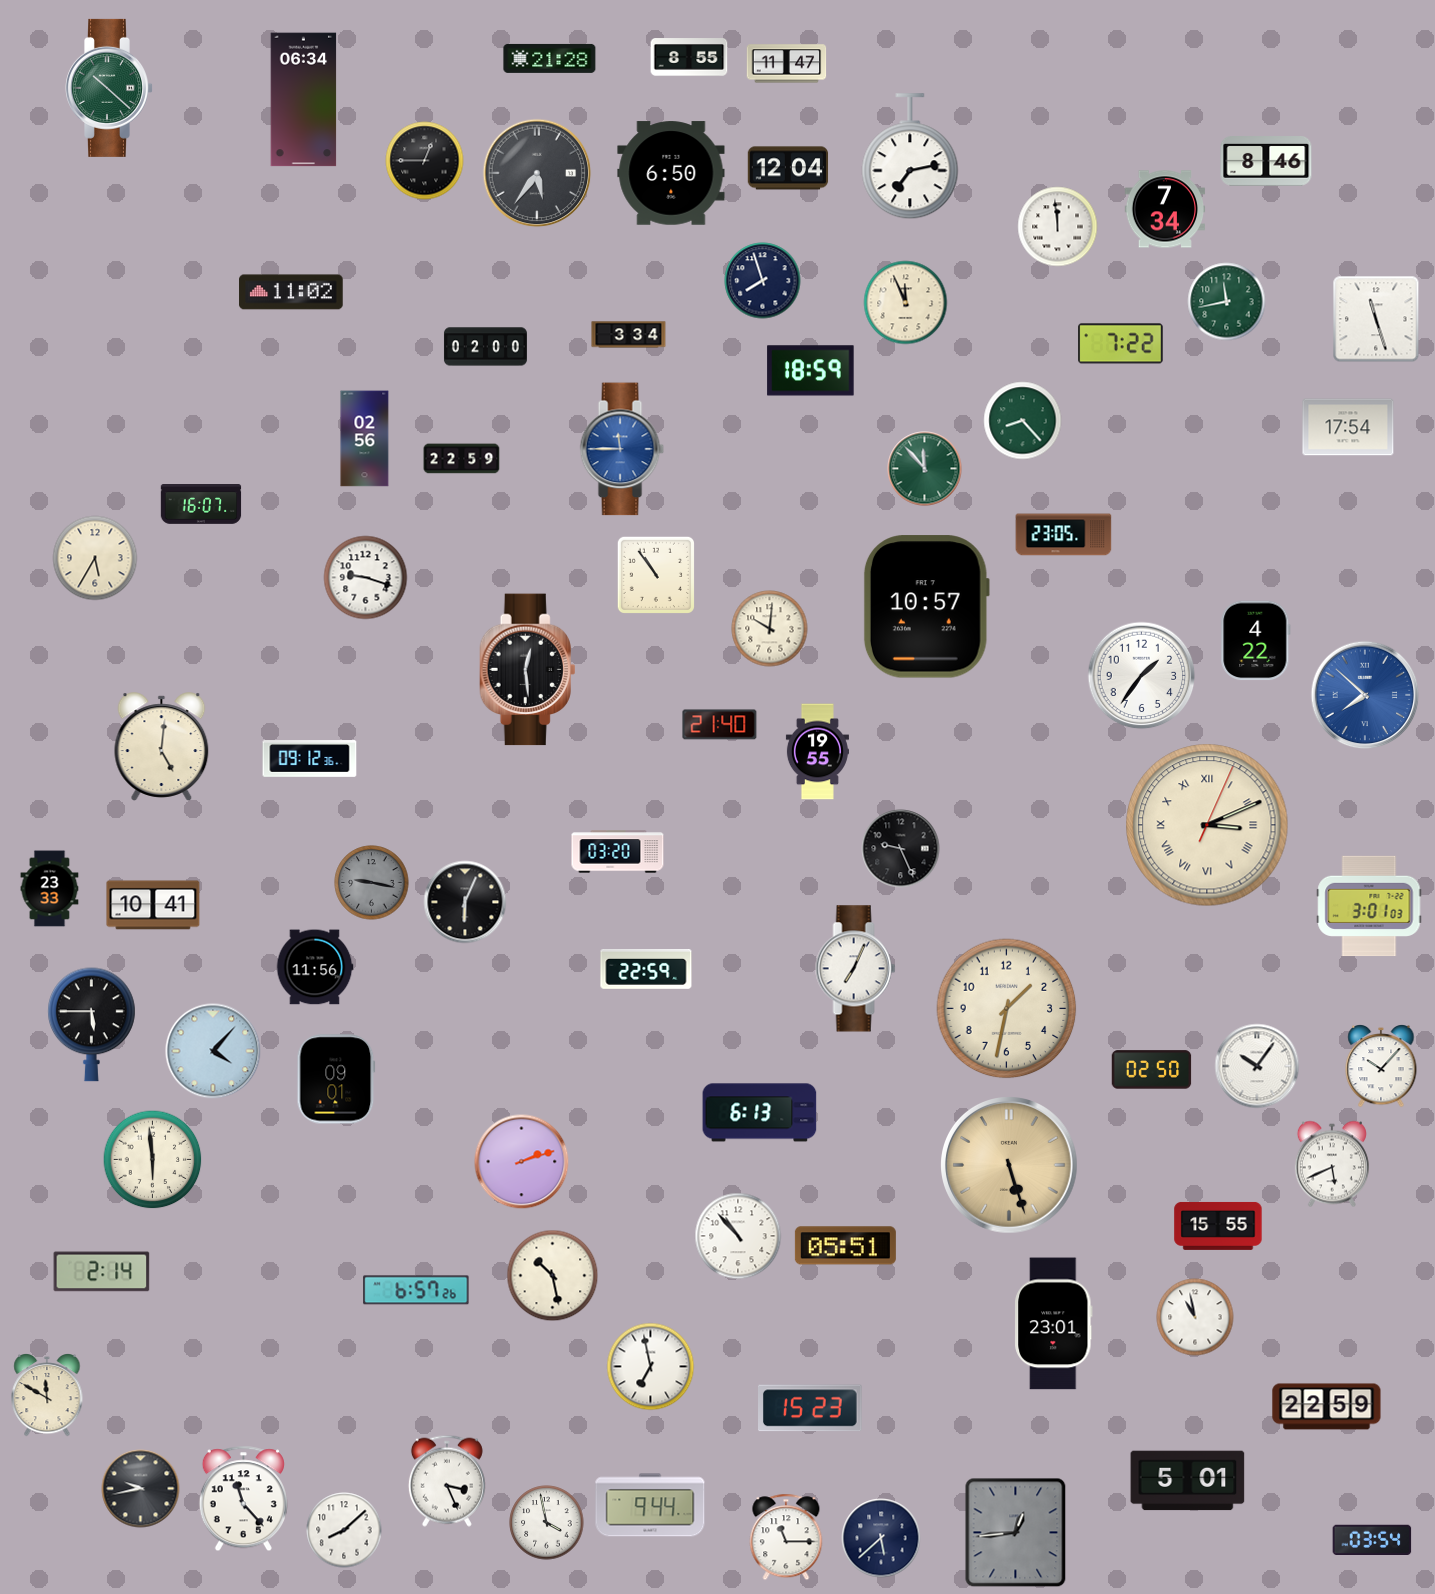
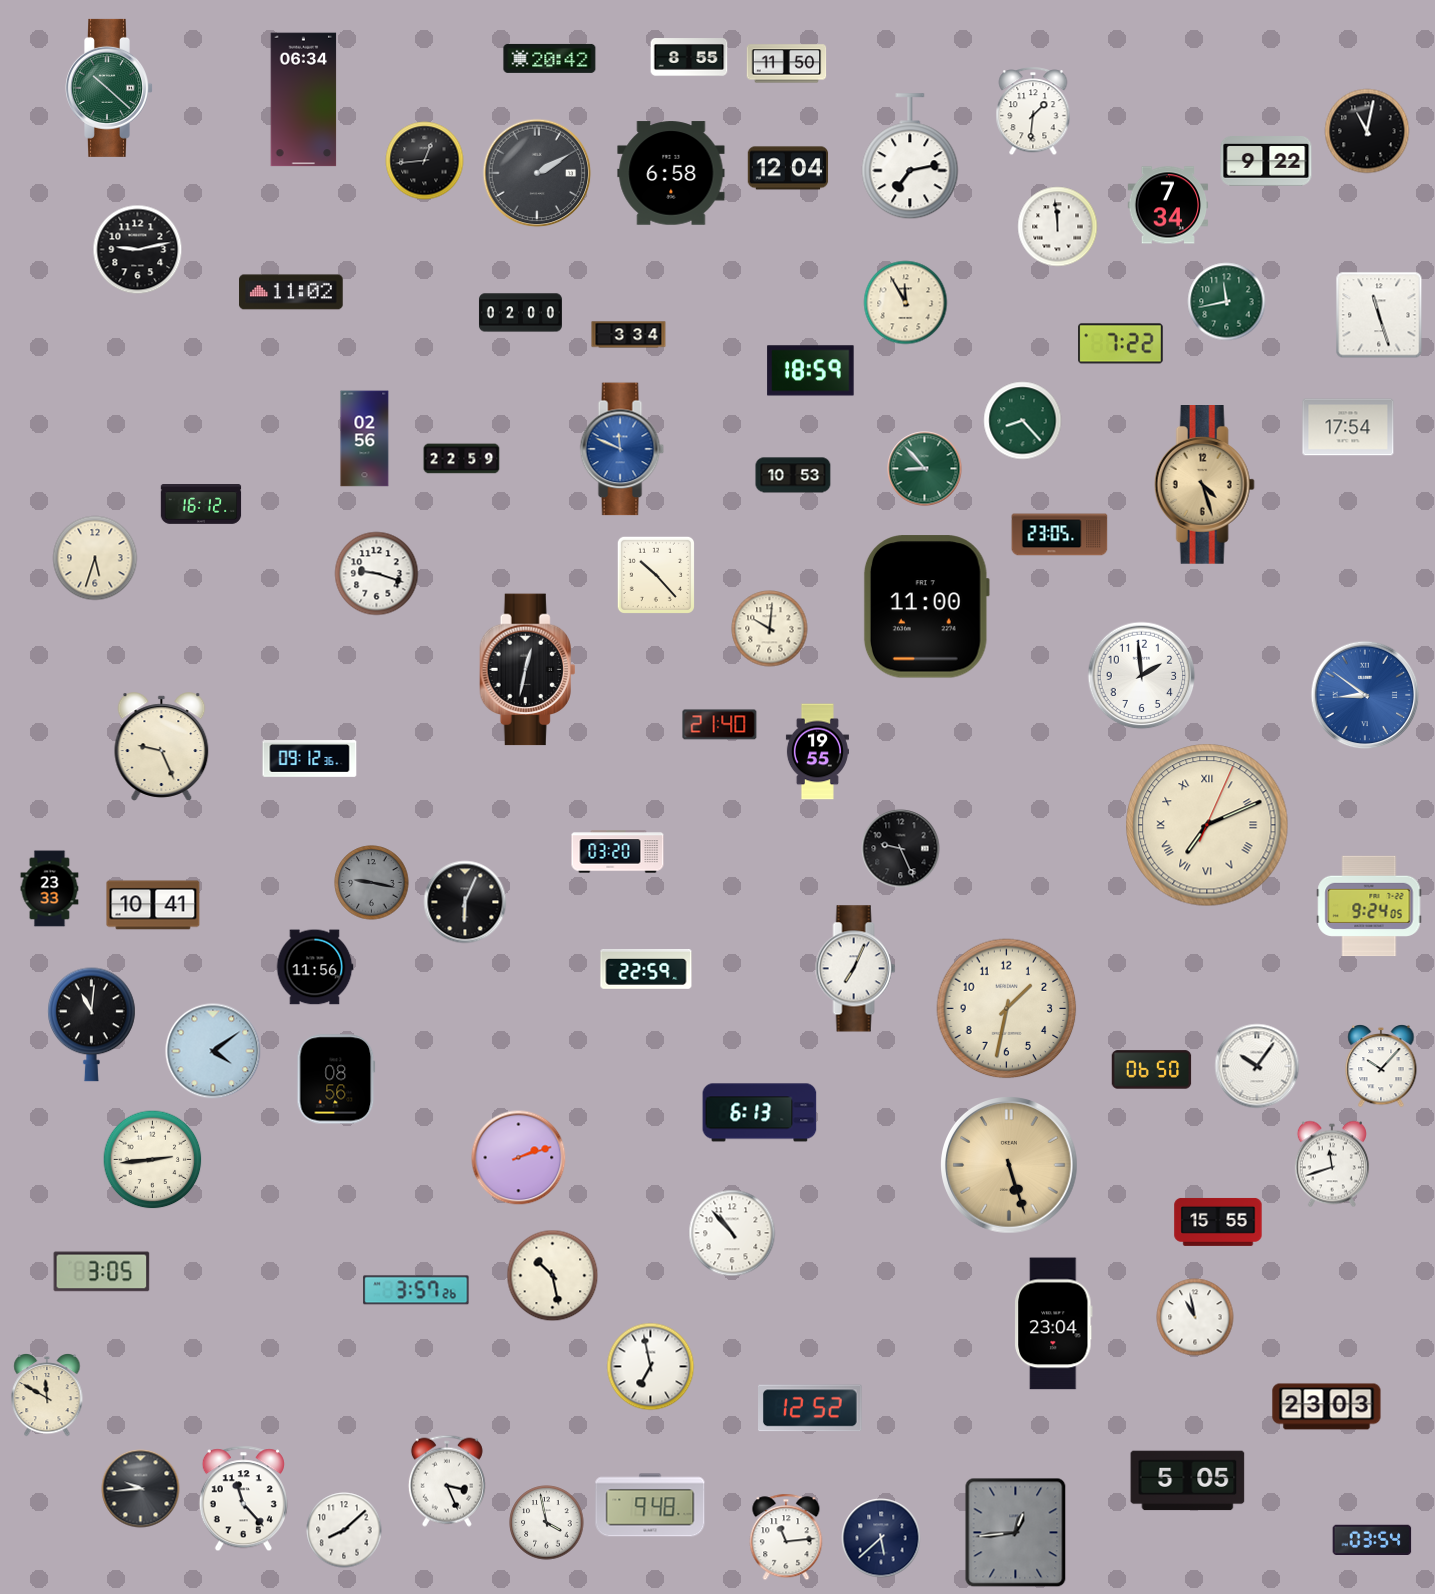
clock at (550, 58): 21:28 -> 20:42
clock at (787, 64): 11:47 -> 11:50
clock at (1033, 112): none -> 1:31
clock at (1367, 131): none -> 11:02
clock at (425, 161): 12:45 -> 12:44
clock at (1266, 162): 8:46 -> 9:22
clock at (537, 173): 5:36 -> 2:10
clock at (671, 173): 6:50 -> 6:58
clock at (1165, 209) position: (1165, 209) -> (1168, 205)
clock at (138, 250): none -> 9:13
clock at (763, 281): 7:57 -> none
clock at (906, 303): 11:56 -> 11:55
clock at (1376, 319) position: (1376, 319) -> (1379, 315)
clock at (485, 347) position: (485, 347) -> (520, 313)
clock at (622, 449): 11:45 -> 11:49
clock at (925, 469): 11:53 -> 8:53
clock at (793, 475): none -> 10:53
clock at (1204, 485): none -> 4:27
clock at (201, 505): 16:07 -> 16:12
clock at (1064, 535) position: (1064, 535) -> (1060, 535)
clock at (95, 558): 5:35 -> 5:33
clock at (656, 575): 10:54 -> 10:23
clock at (366, 578) position: (366, 578) -> (377, 574)
clock at (926, 607): 10:57 -> 11:00
clock at (1256, 641): 4:22 -> none
clock at (528, 670): 12:29 -> 12:32
clock at (1142, 676): 1:36 -> 1:59
clock at (1365, 695): 7:52 -> 8:51
clock at (162, 747): 5:01 -> 9:26
clock at (1207, 825): 3:11 -> 7:11
clock at (1369, 906): 3:01 -> 9:24
clock at (92, 1025): 5:45 -> 11:01
clock at (213, 1051): 4:07 -> 4:09
clock at (1152, 1070): 02:50 -> 06:50
clock at (336, 1079): 09:01 -> 08:56
clock at (153, 1160): 5:59 -> 2:44
clock at (522, 1162) position: (522, 1162) -> (519, 1158)
clock at (1332, 1164): 5:41 -> 11:42
clock at (1218, 1226) position: (1218, 1226) -> (1218, 1222)
clock at (738, 1236) position: (738, 1236) -> (732, 1233)
clock at (845, 1246): 05:51 -> none
clock at (102, 1272): 2:14 -> 3:05
clock at (416, 1290): 6:57 -> 3:57
clock at (1054, 1324): 23:01 -> 23:04
clock at (1327, 1407): 22:59 -> 23:03
clock at (811, 1408): 15:23 -> 12:52
clock at (1188, 1481): 5:01 -> 5:05
clock at (141, 1489): 9:43 -> 9:44
clock at (650, 1505): 9:44 -> 9:48
clock at (786, 1537): 11:15 -> 11:14
